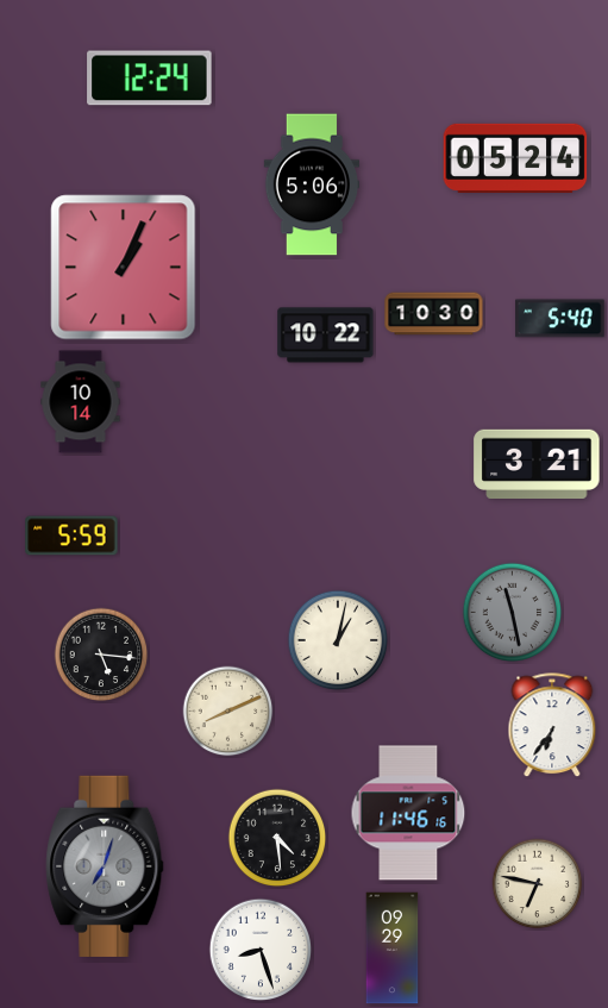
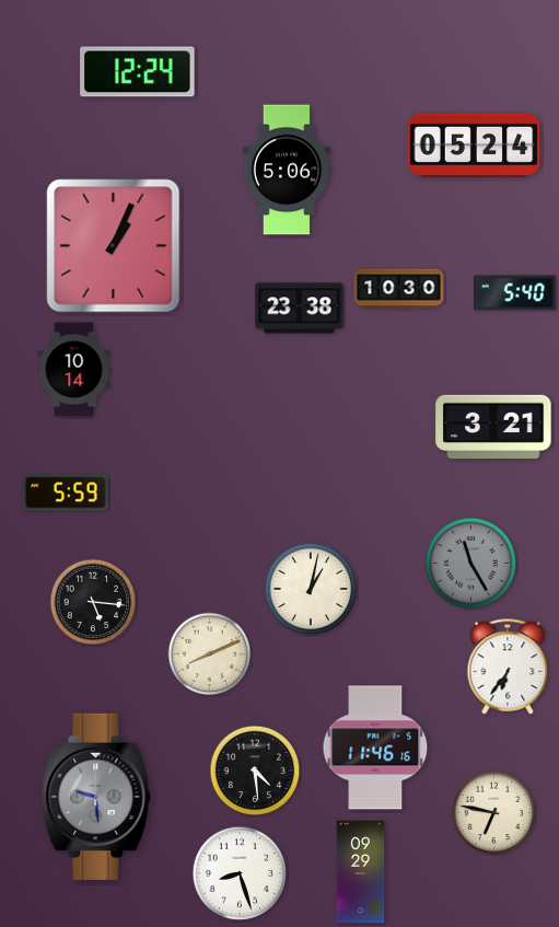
clock at (326, 336): 10:22 -> 23:38
clock at (513, 613): 11:28 -> 11:25
clock at (105, 866): 7:03 -> 9:29
